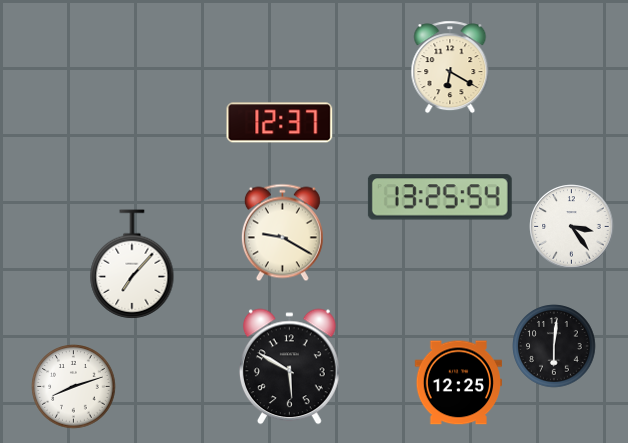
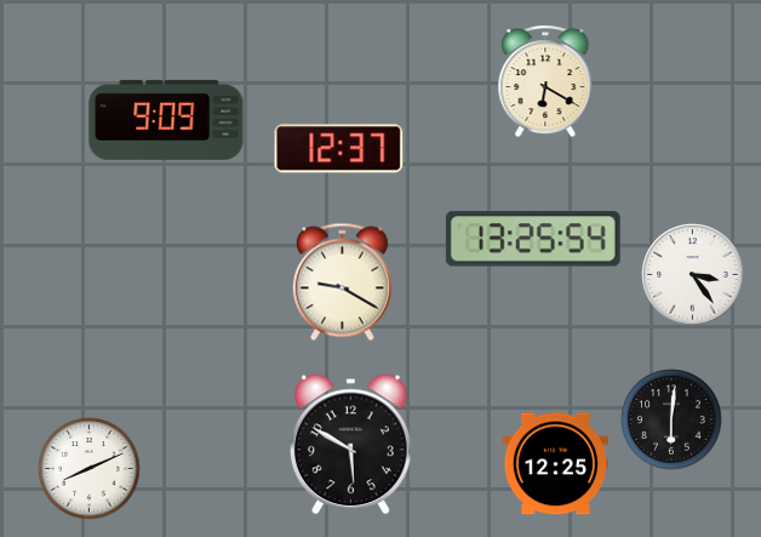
clock at (166, 120): none -> 9:09
clock at (132, 264): 7:07 -> none
clock at (74, 387): 8:12 -> 8:11
